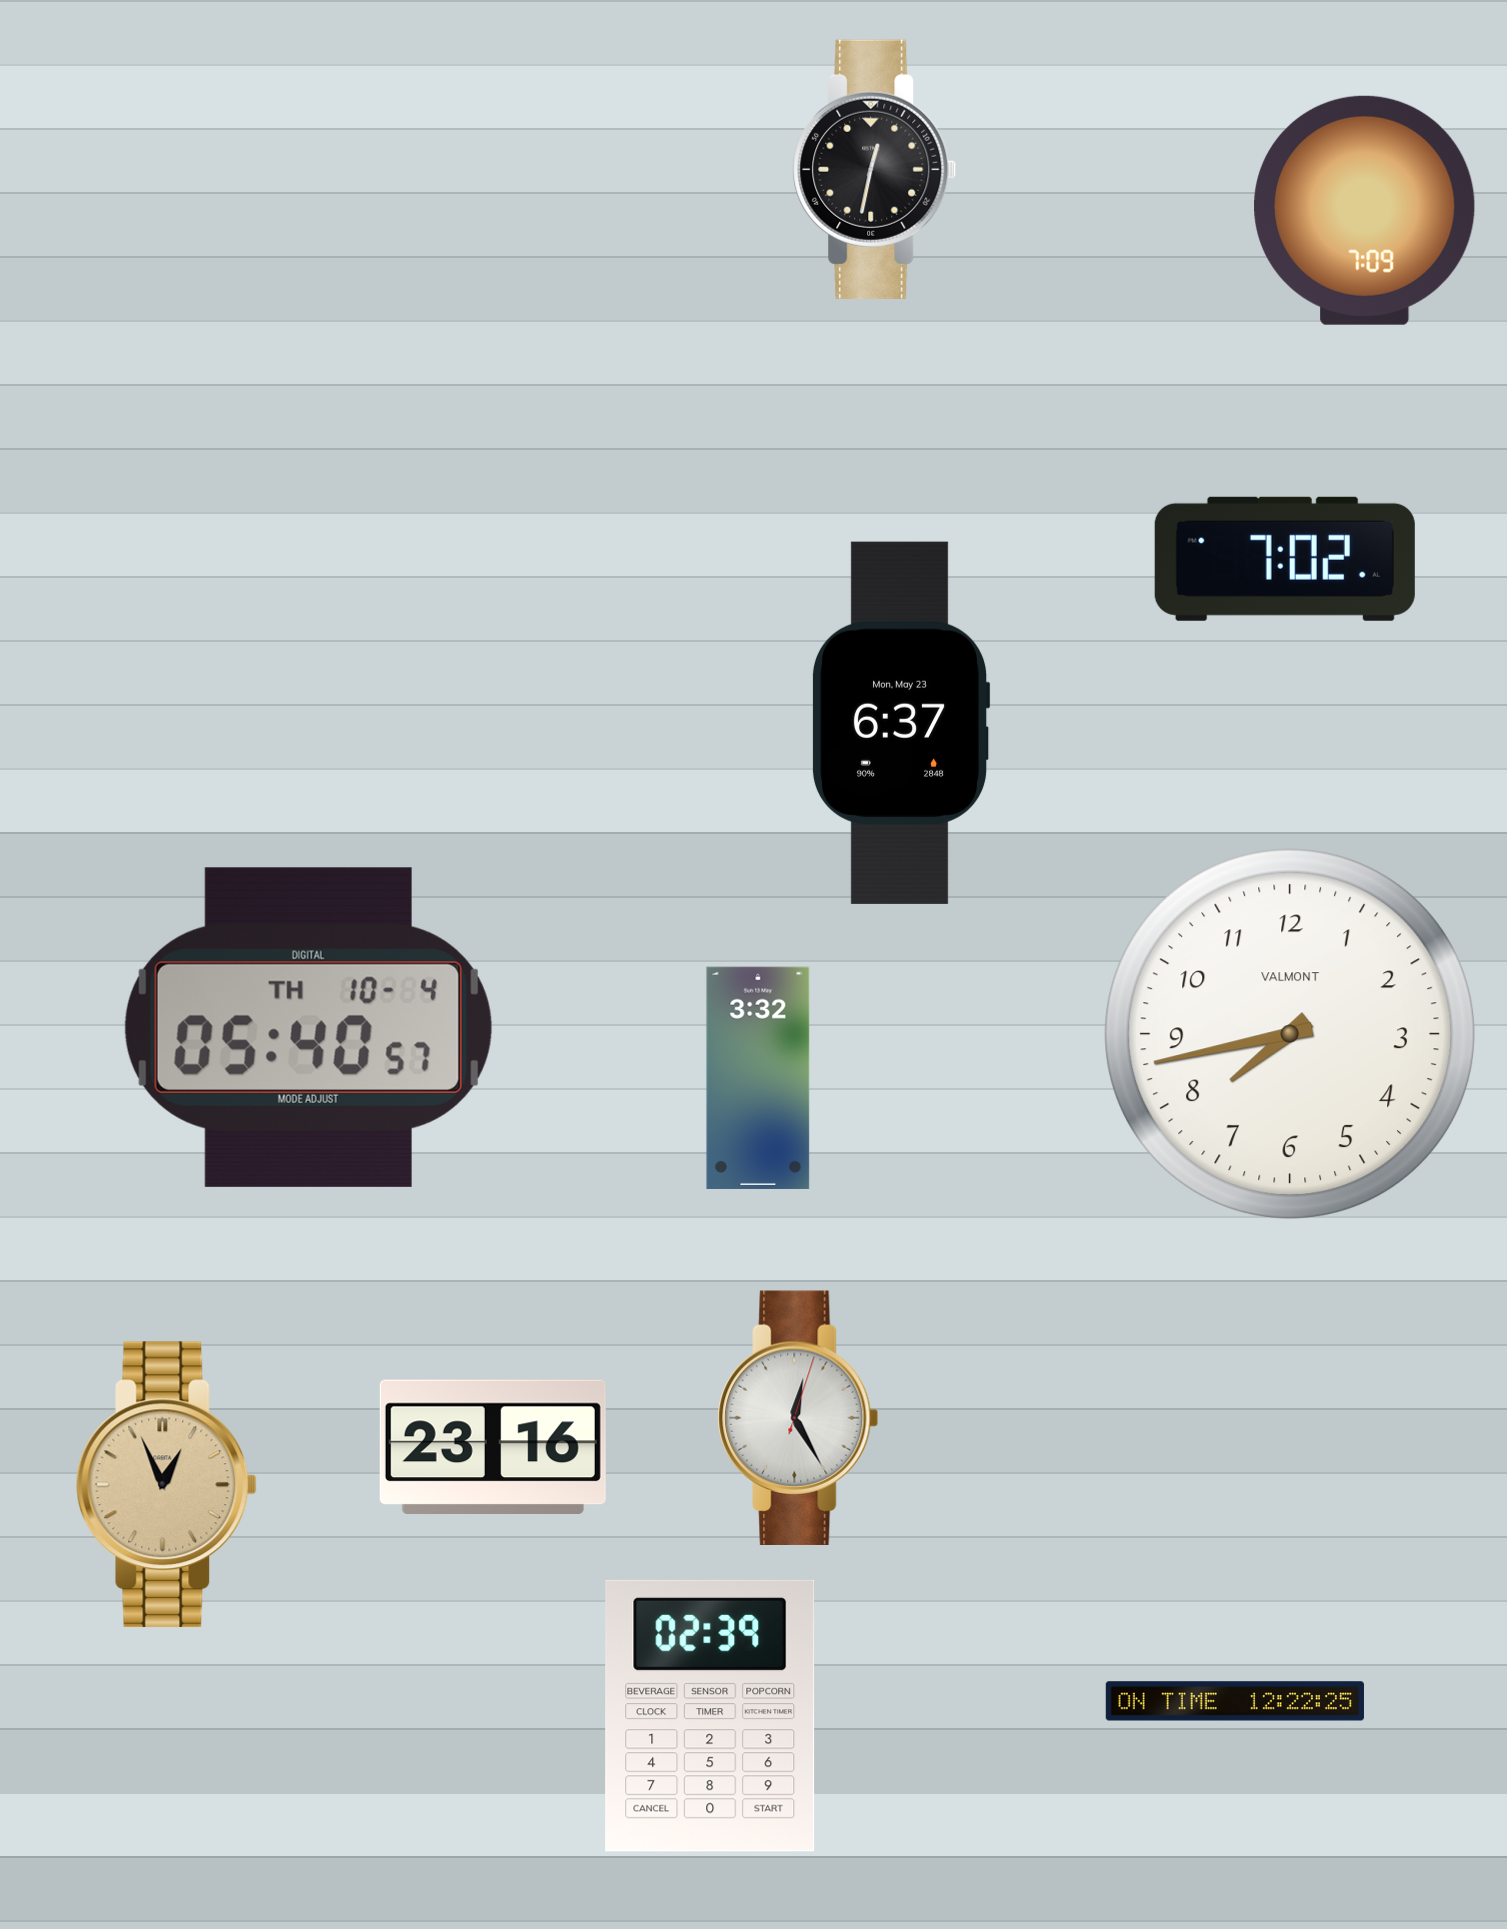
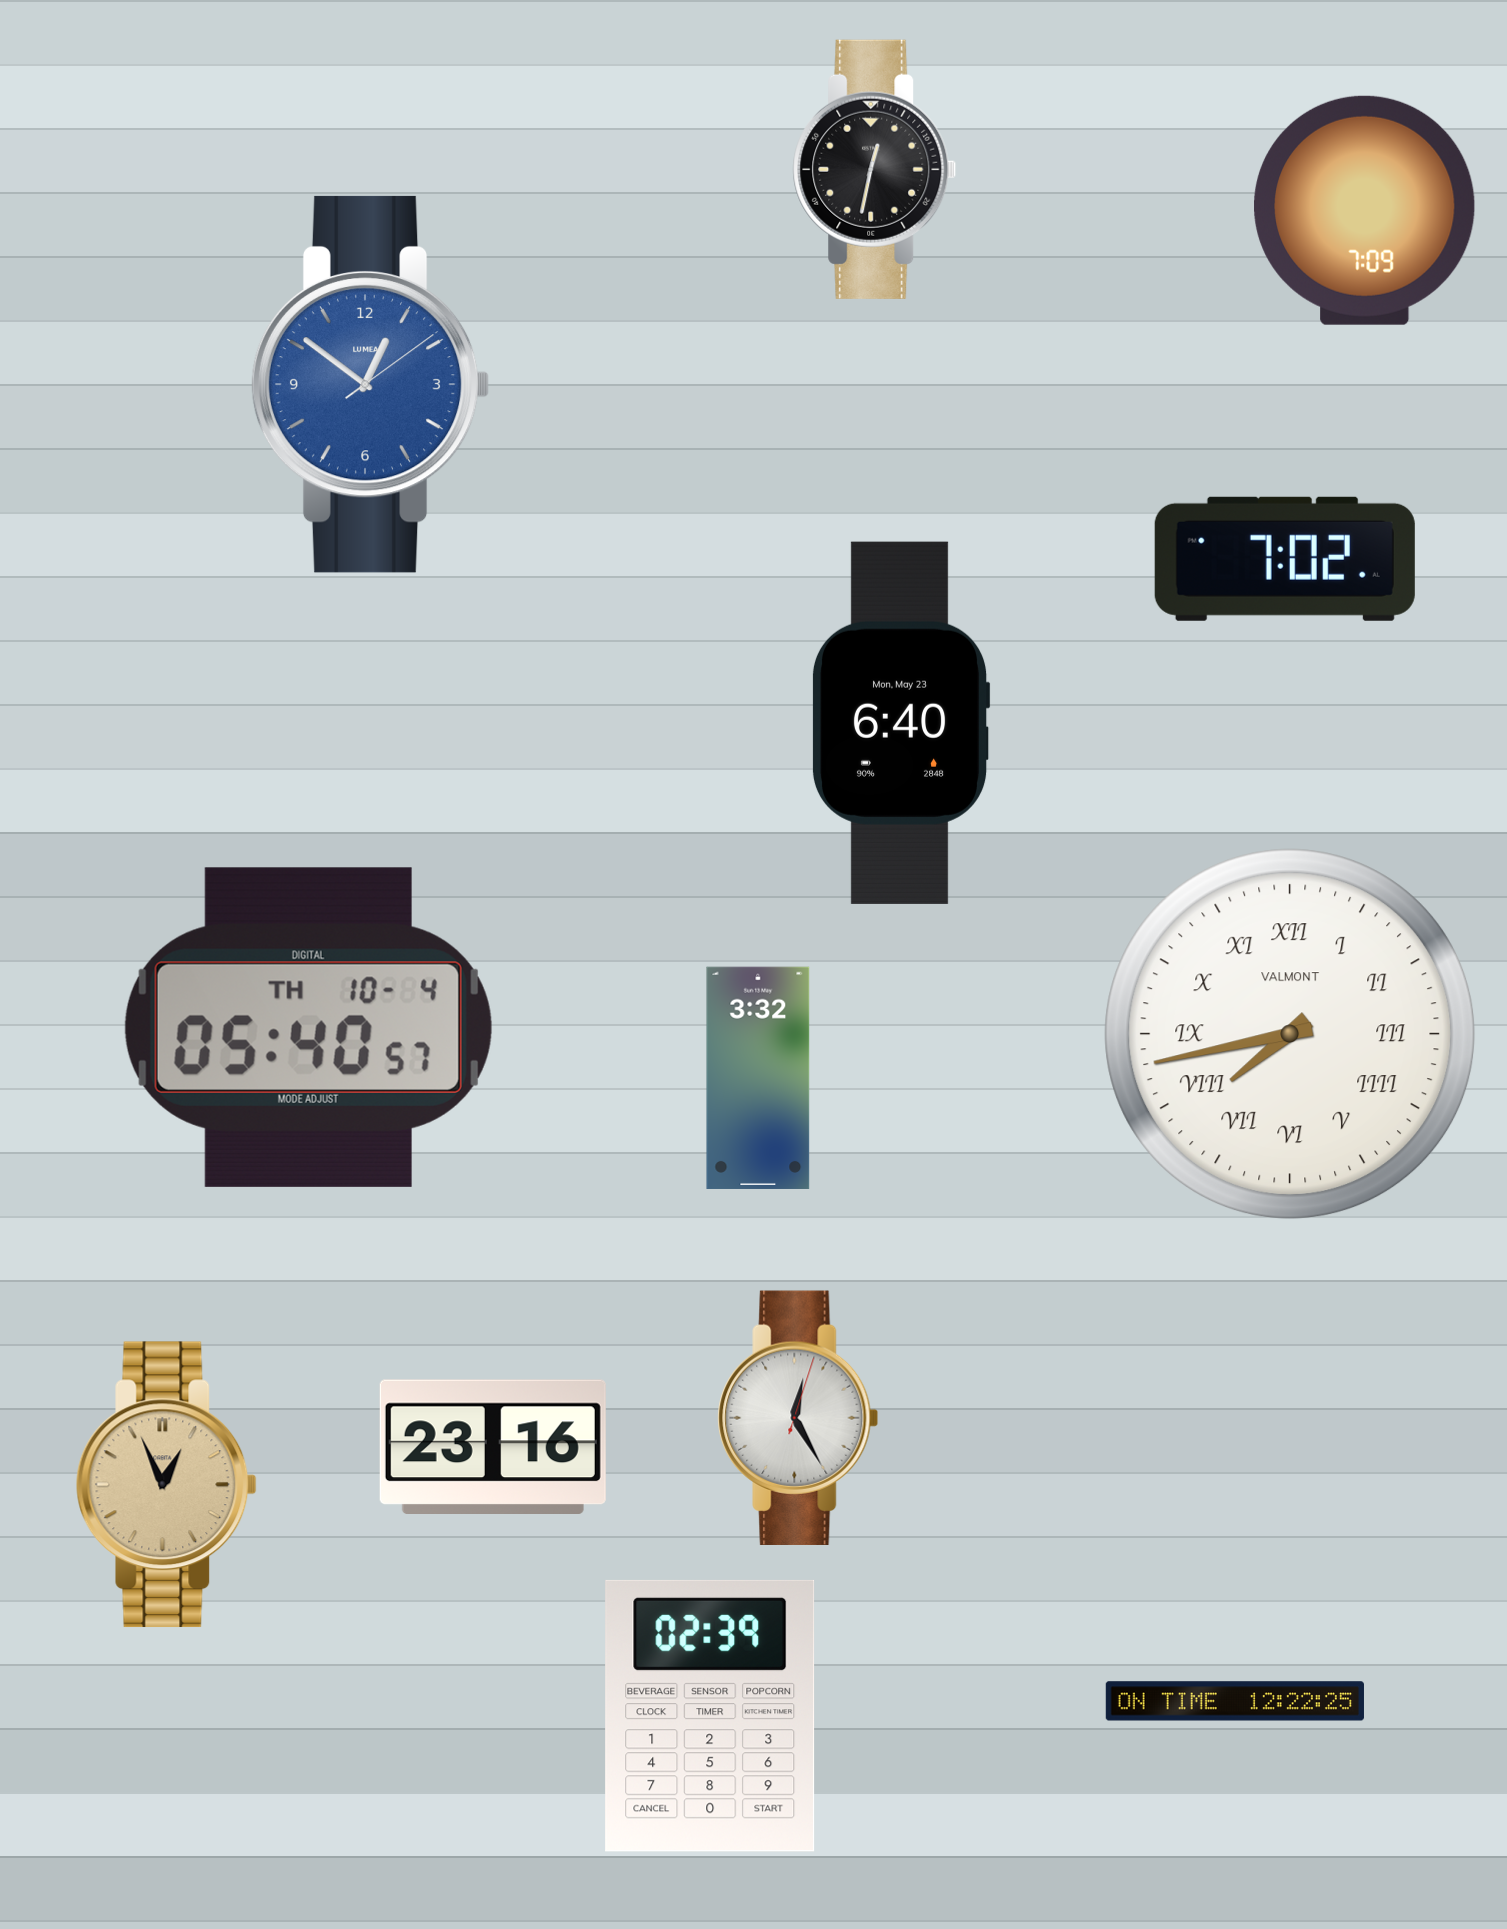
clock at (370, 384): none -> 12:51
clock at (901, 723): 6:37 -> 6:40
clock at (1290, 1034) numerals: Arabic -> Roman
